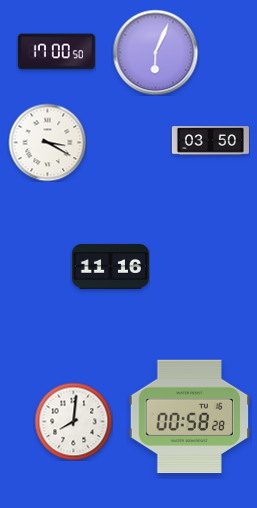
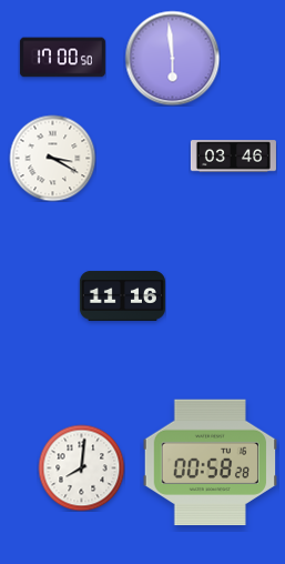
clock at (155, 52): 6:04 -> 5:59
clock at (210, 141): 03:50 -> 03:46
